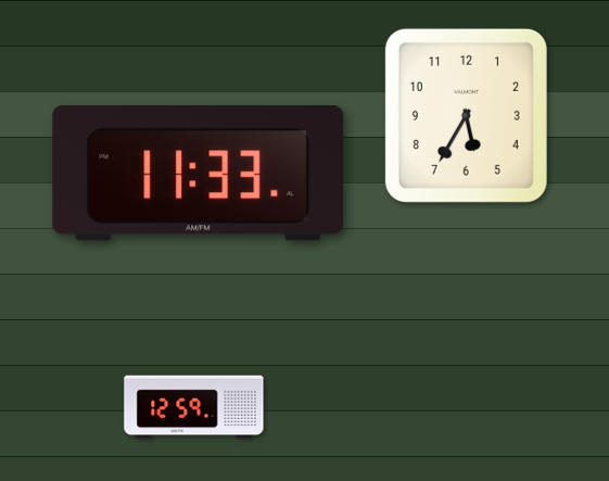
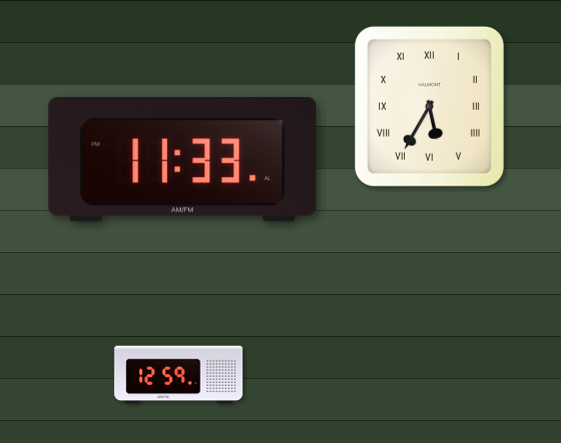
clock at (466, 115) numerals: Arabic -> Roman
